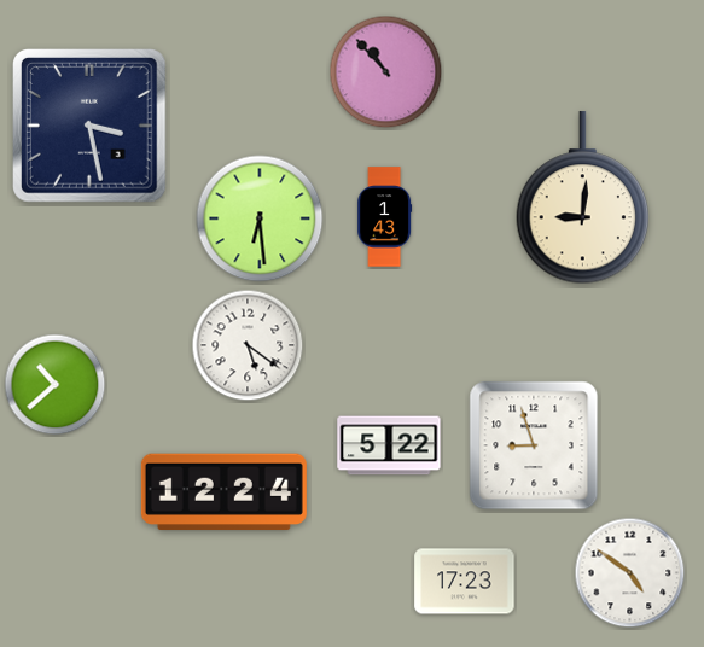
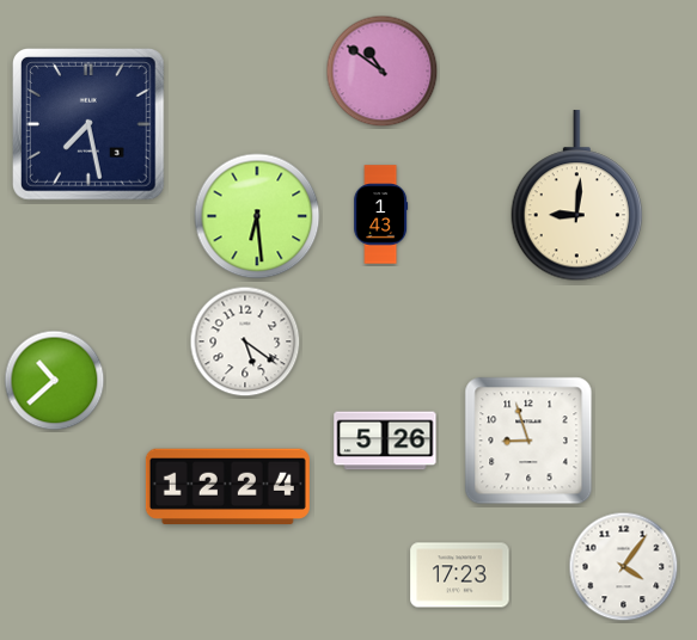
clock at (386, 72): 10:53 -> 10:51
clock at (91, 127): 3:28 -> 7:28
clock at (389, 445): 5:22 -> 5:26
clock at (223, 492) position: (223, 492) -> (227, 487)
clock at (630, 573): 4:51 -> 4:06
